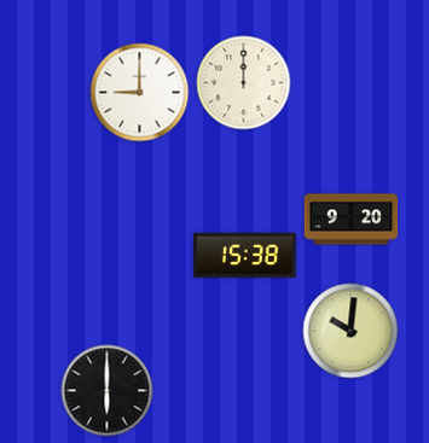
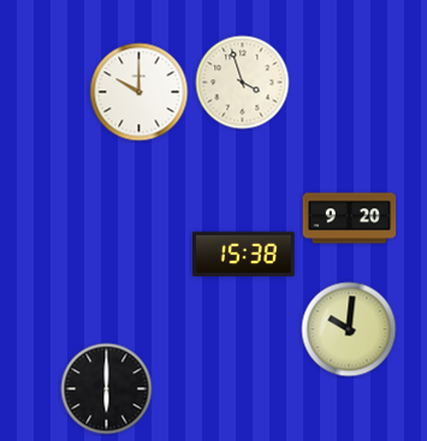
clock at (244, 83): 12:00 -> 3:57
clock at (140, 93): 9:00 -> 10:00
